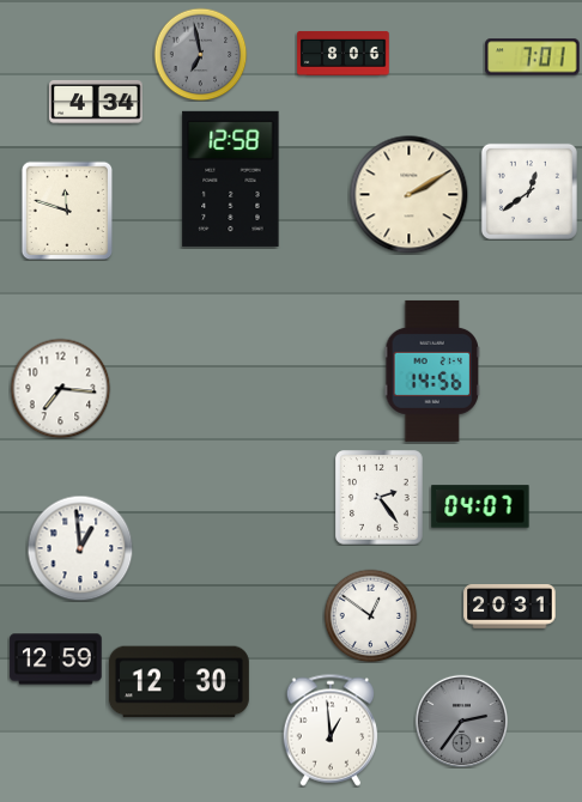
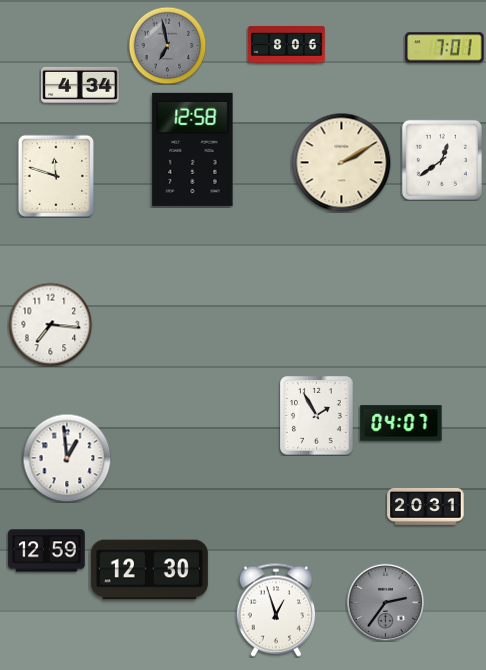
clock at (431, 371): 14:56 -> none
clock at (380, 498): 2:24 -> 1:55
clock at (370, 615): 12:51 -> none
clock at (331, 730): 12:59 -> 12:57
